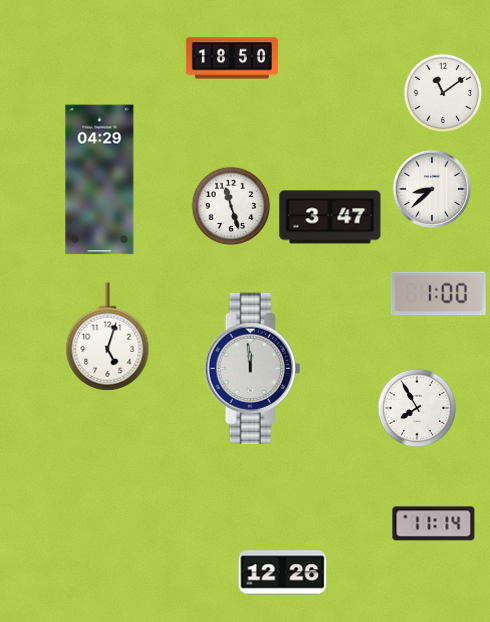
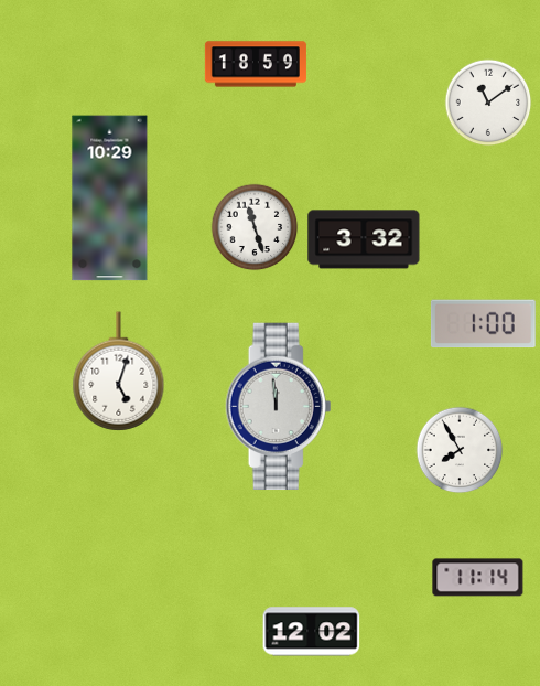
clock at (232, 58): 18:50 -> 18:59
clock at (100, 180): 04:29 -> 10:29
clock at (432, 189): 8:38 -> none
clock at (330, 217): 3:47 -> 3:32
clock at (283, 573): 12:26 -> 12:02
